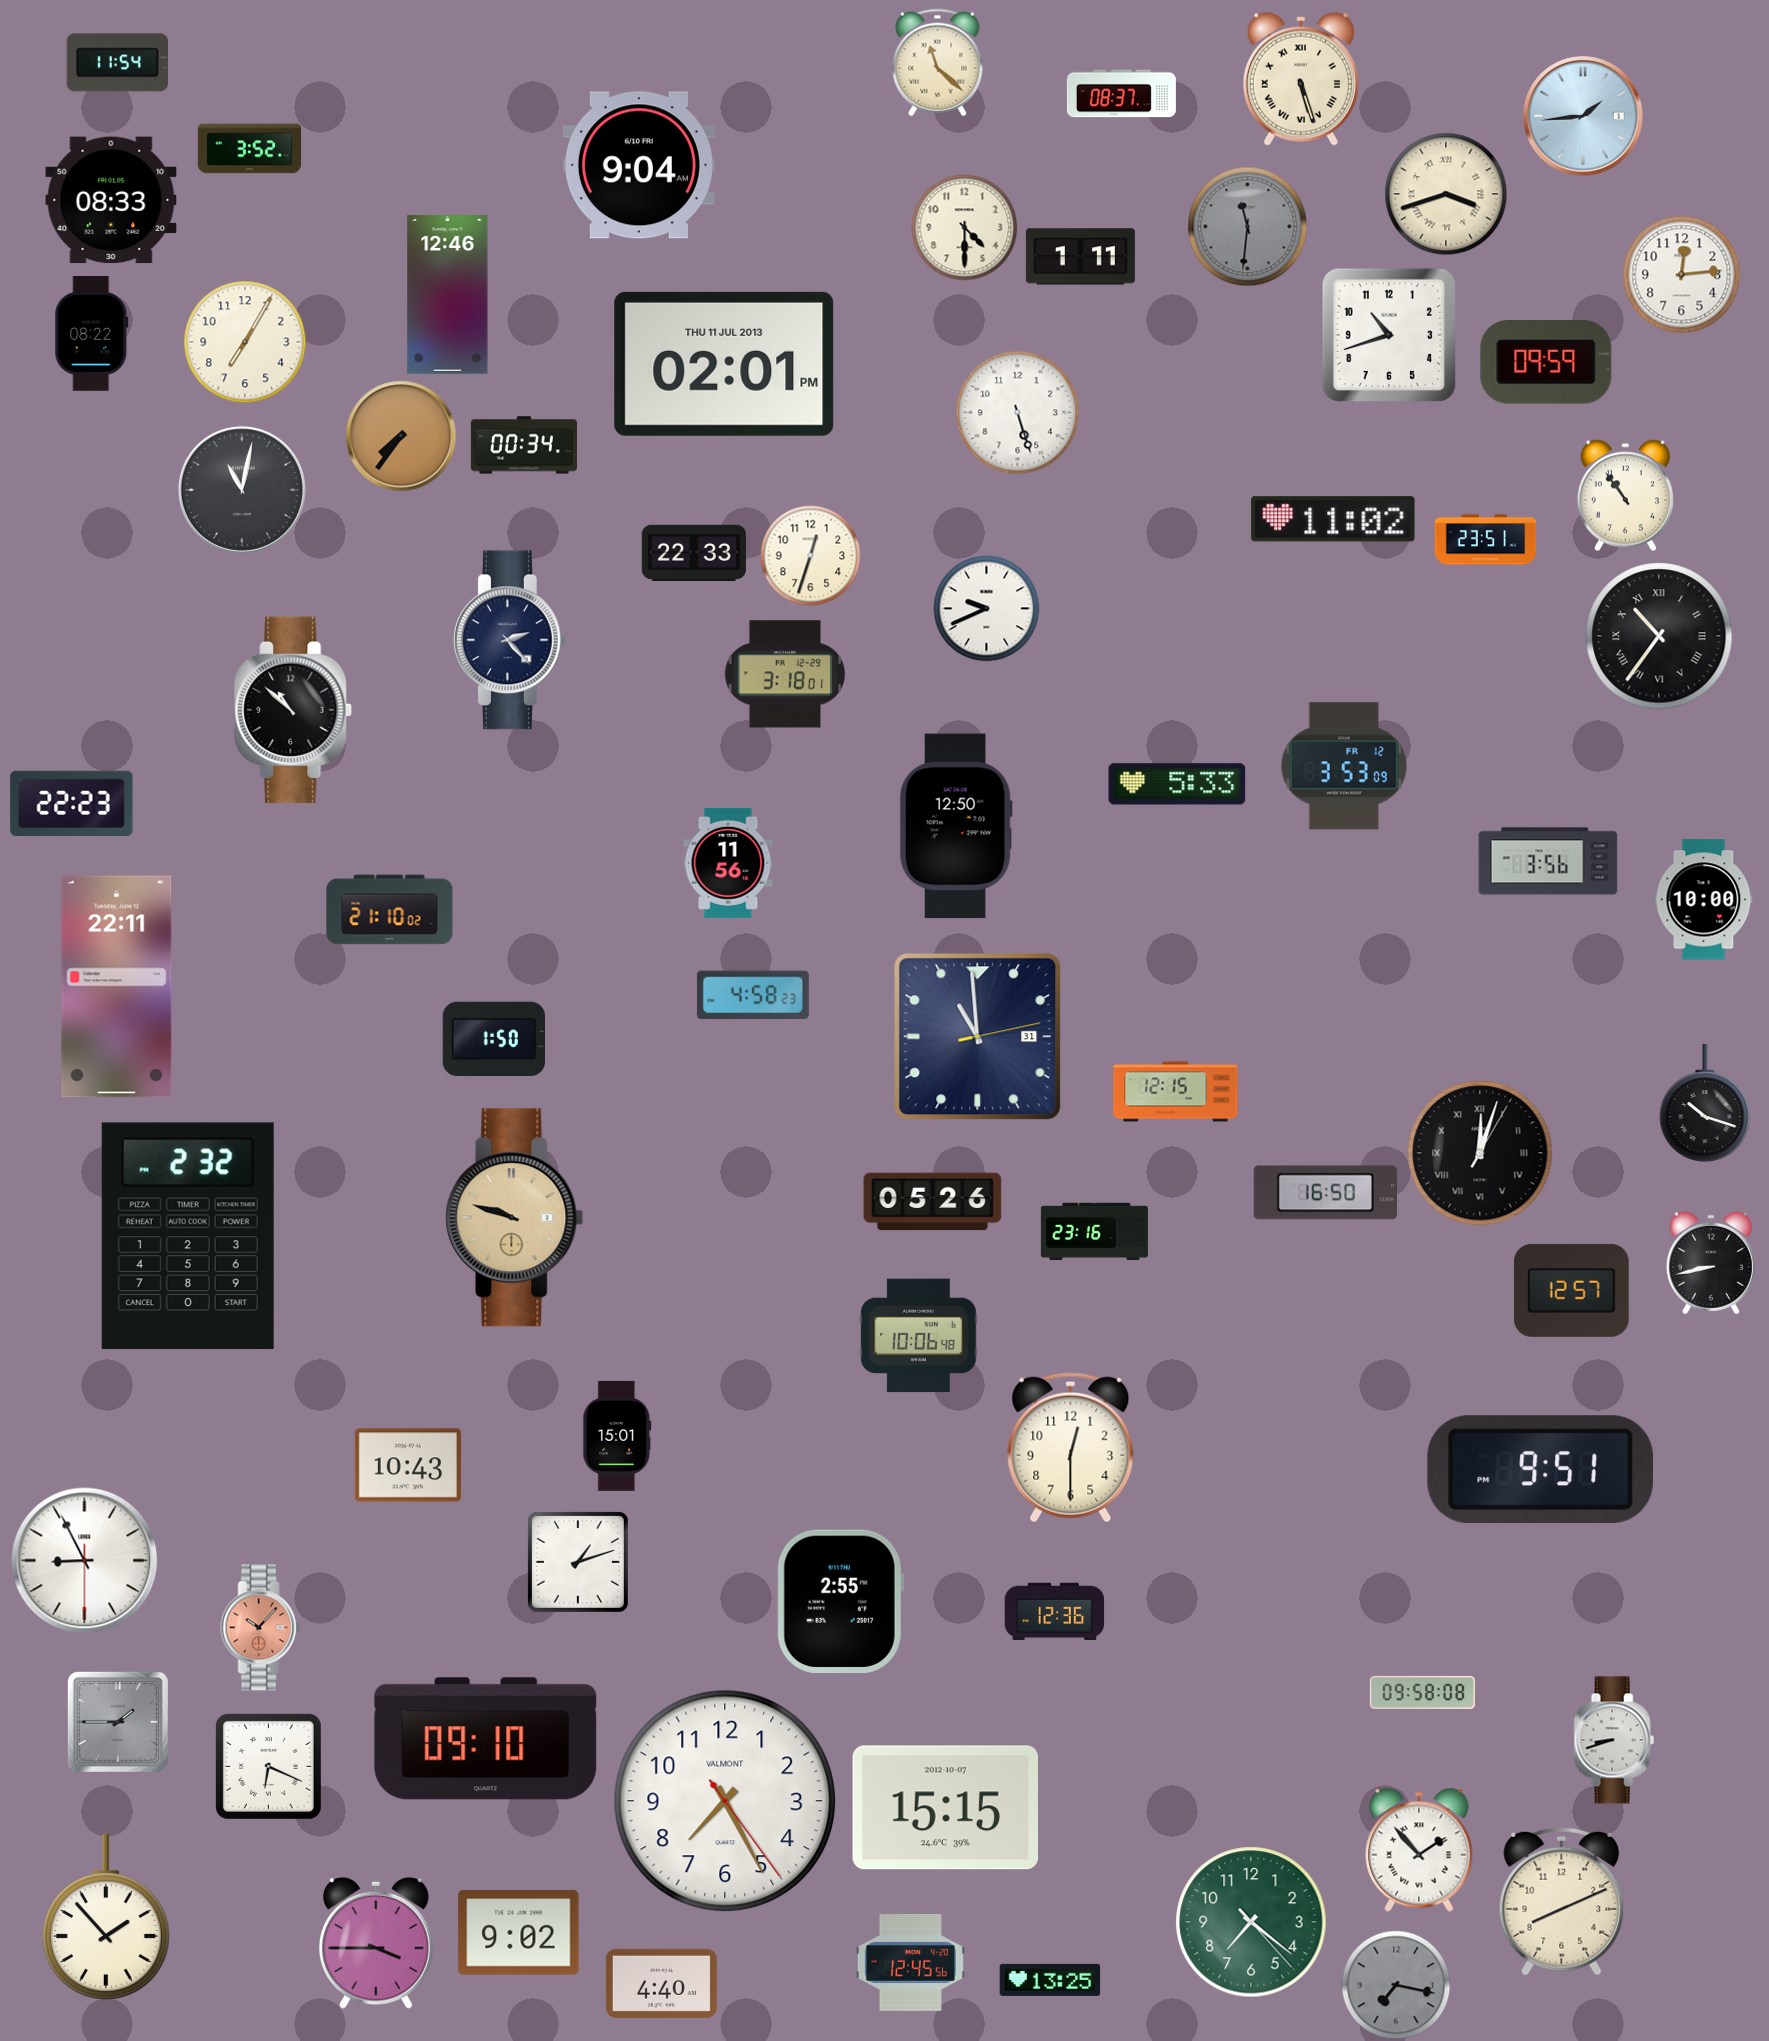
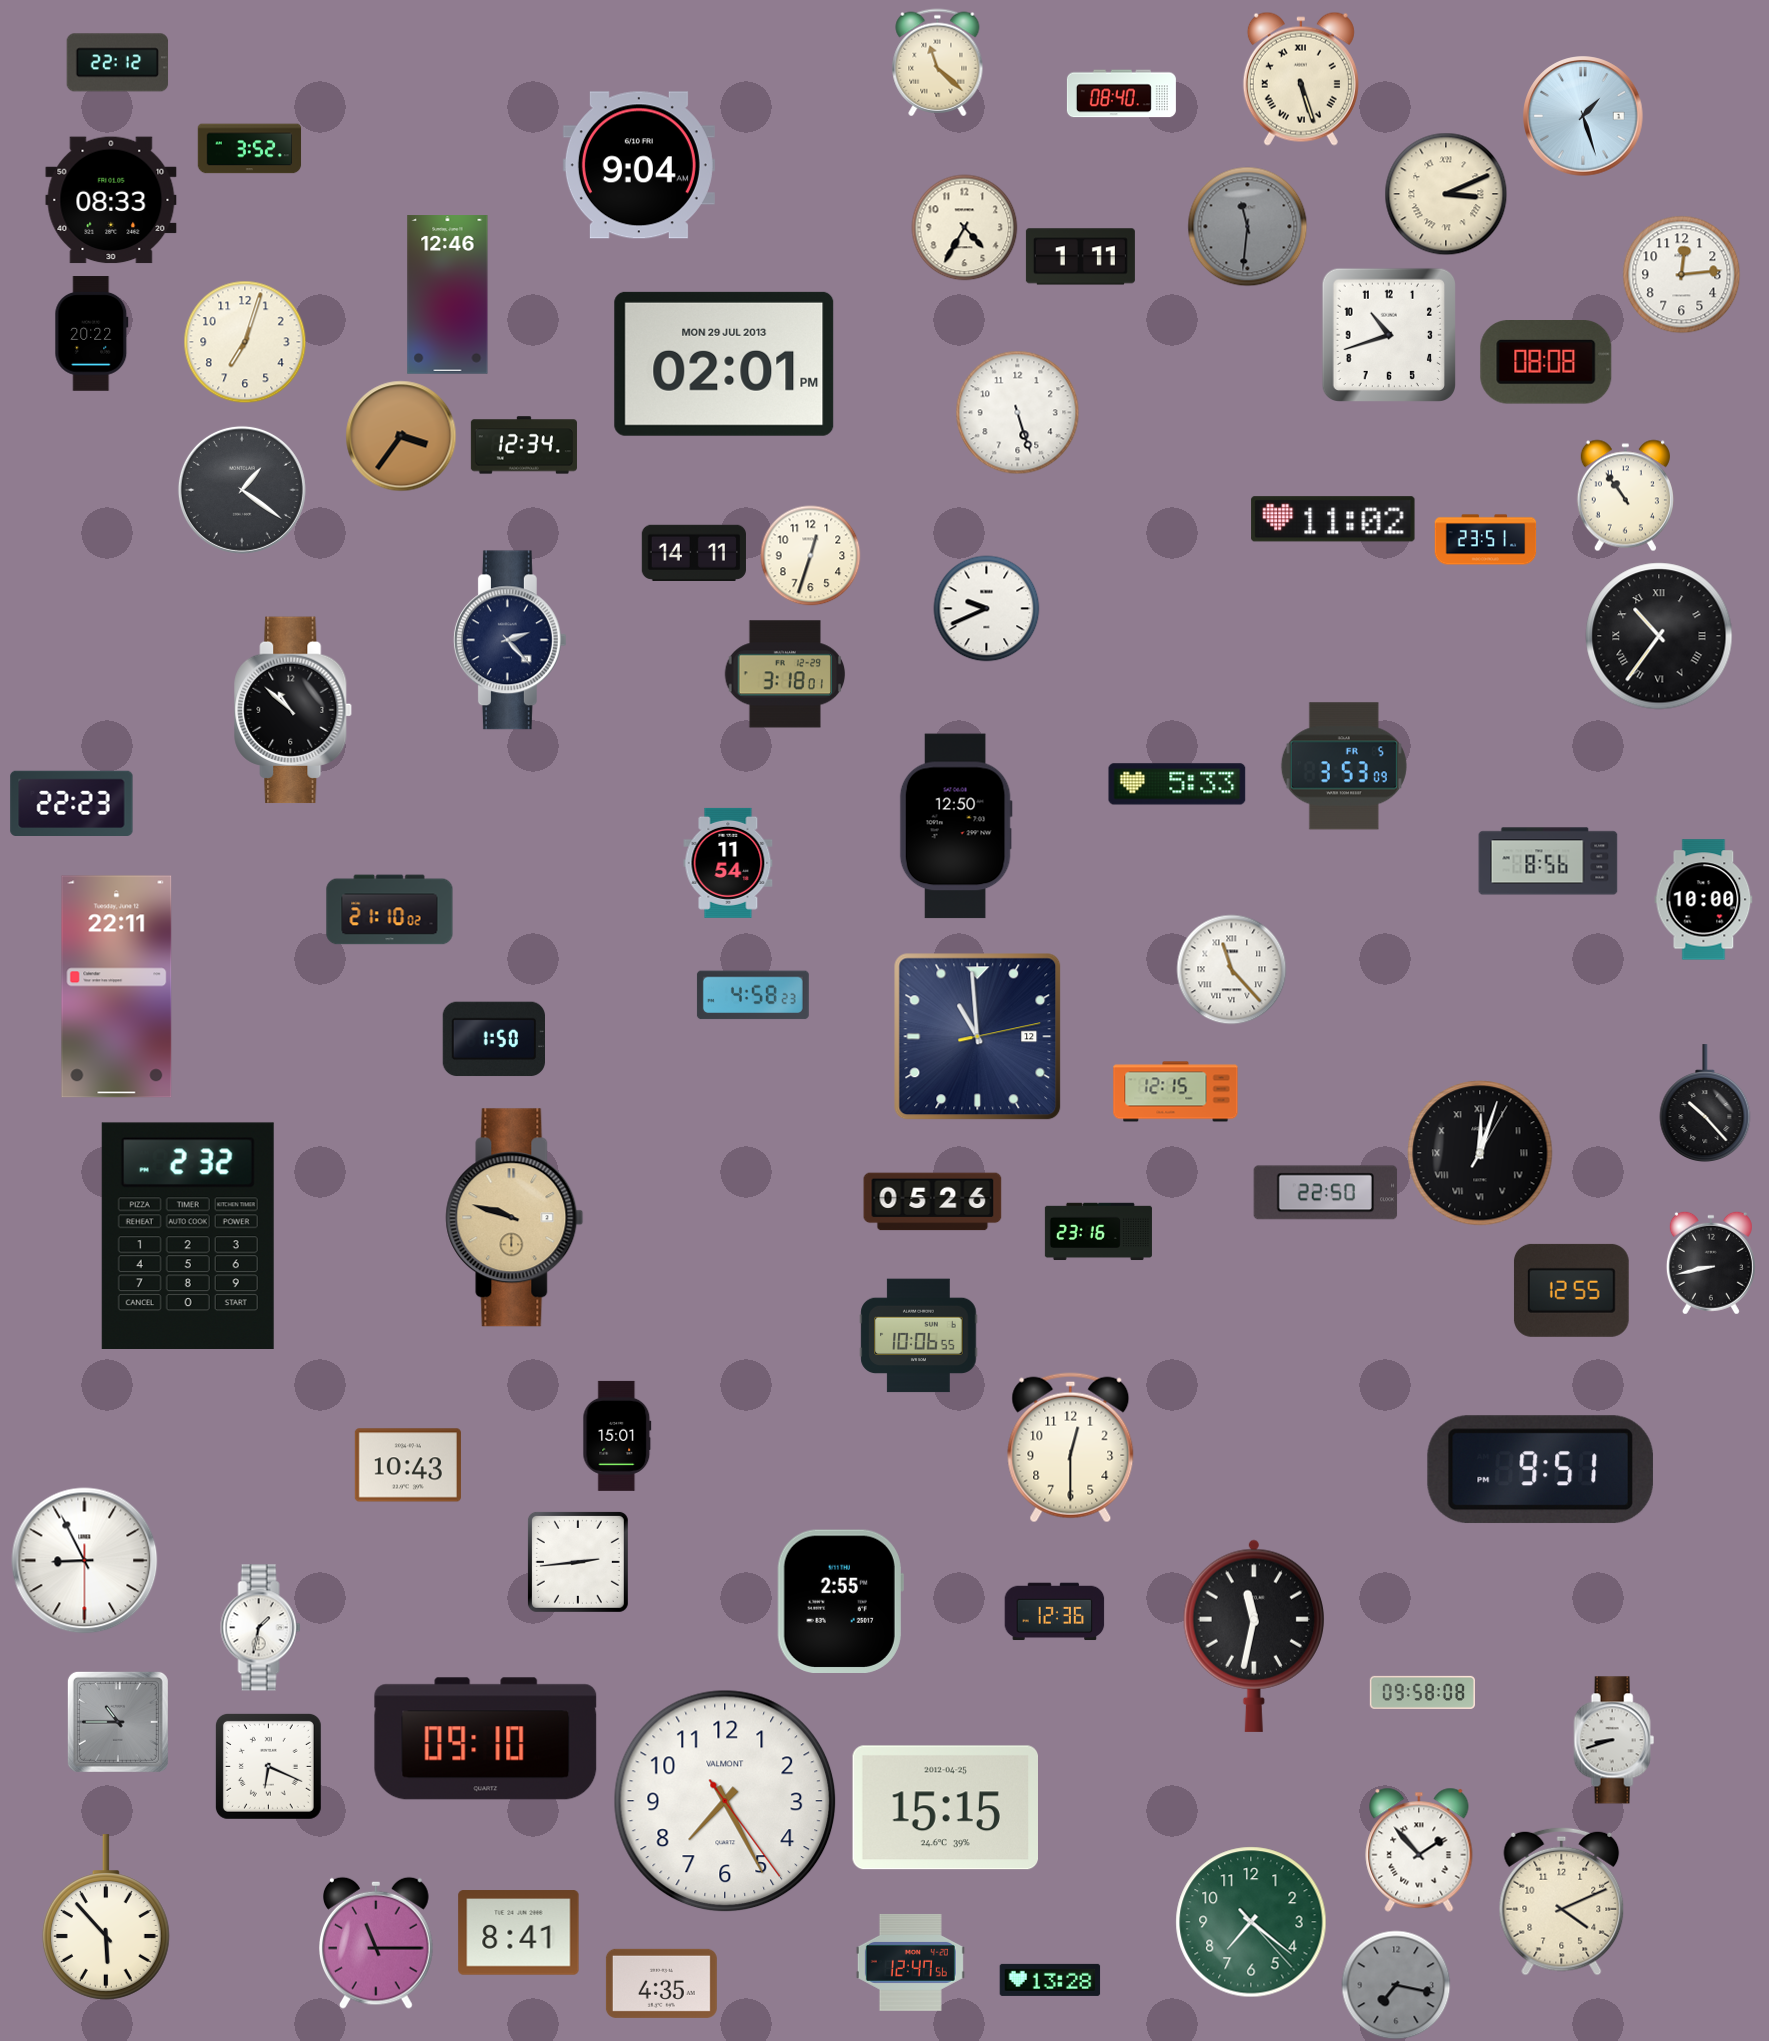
clock at (118, 63): 11:54 -> 22:12
clock at (1121, 94): 08:37 -> 08:40
clock at (1583, 116): 1:44 -> 1:27
clock at (1446, 194): 3:42 -> 3:11
clock at (965, 228): 4:30 -> 4:35
clock at (92, 334): 08:22 -> 20:22
clock at (245, 342): 7:05 -> 7:03
clock at (1546, 363): 09:59 -> 08:08
clock at (724, 364) date: THU 11 JUL 2013 -> MON 29 JUL 2013
clock at (401, 436): 7:36 -> 3:36
clock at (524, 445): 00:34 -> 12:34
clock at (242, 490): 11:02 -> 1:21
clock at (694, 553): 22:33 -> 14:11
clock at (1344, 766) date: FR 12 -> FR 5
clock at (1548, 861): 3:56 -> 8:56
clock at (728, 863): 11:56 -> 11:54
clock at (1232, 970): none -> 11:23
clock at (978, 1037) date: 31 -> 12
clock at (1705, 1103): 10:18 -> 10:23
clock at (1326, 1193): 16:50 -> 22:50
clock at (1094, 1232) position: (1094, 1232) -> (1098, 1232)
clock at (1571, 1290): 12:57 -> 12:55
clock at (919, 1336): 10:06:48 -> 10:06:55
clock at (578, 1562): 1:12 -> 2:44
clock at (261, 1628): 10:07 -> 1:32
clock at (261, 1628) dial: salmon -> white
clock at (1254, 1636): none -> 11:32
clock at (118, 1722): 1:45 -> 10:45
clock at (946, 1808) date: 2012-10-07 -> 2012-04-25
clock at (1562, 1901): 8:11 -> 4:11
clock at (106, 1917): 1:53 -> 5:53
clock at (519, 1933): 9:02 -> 8:41
clock at (377, 1943): 3:45 -> 11:15
clock at (910, 1963): 12:45 -> 12:47
clock at (1050, 1980): 13:25 -> 13:28
clock at (661, 1983): 4:40 -> 4:35
